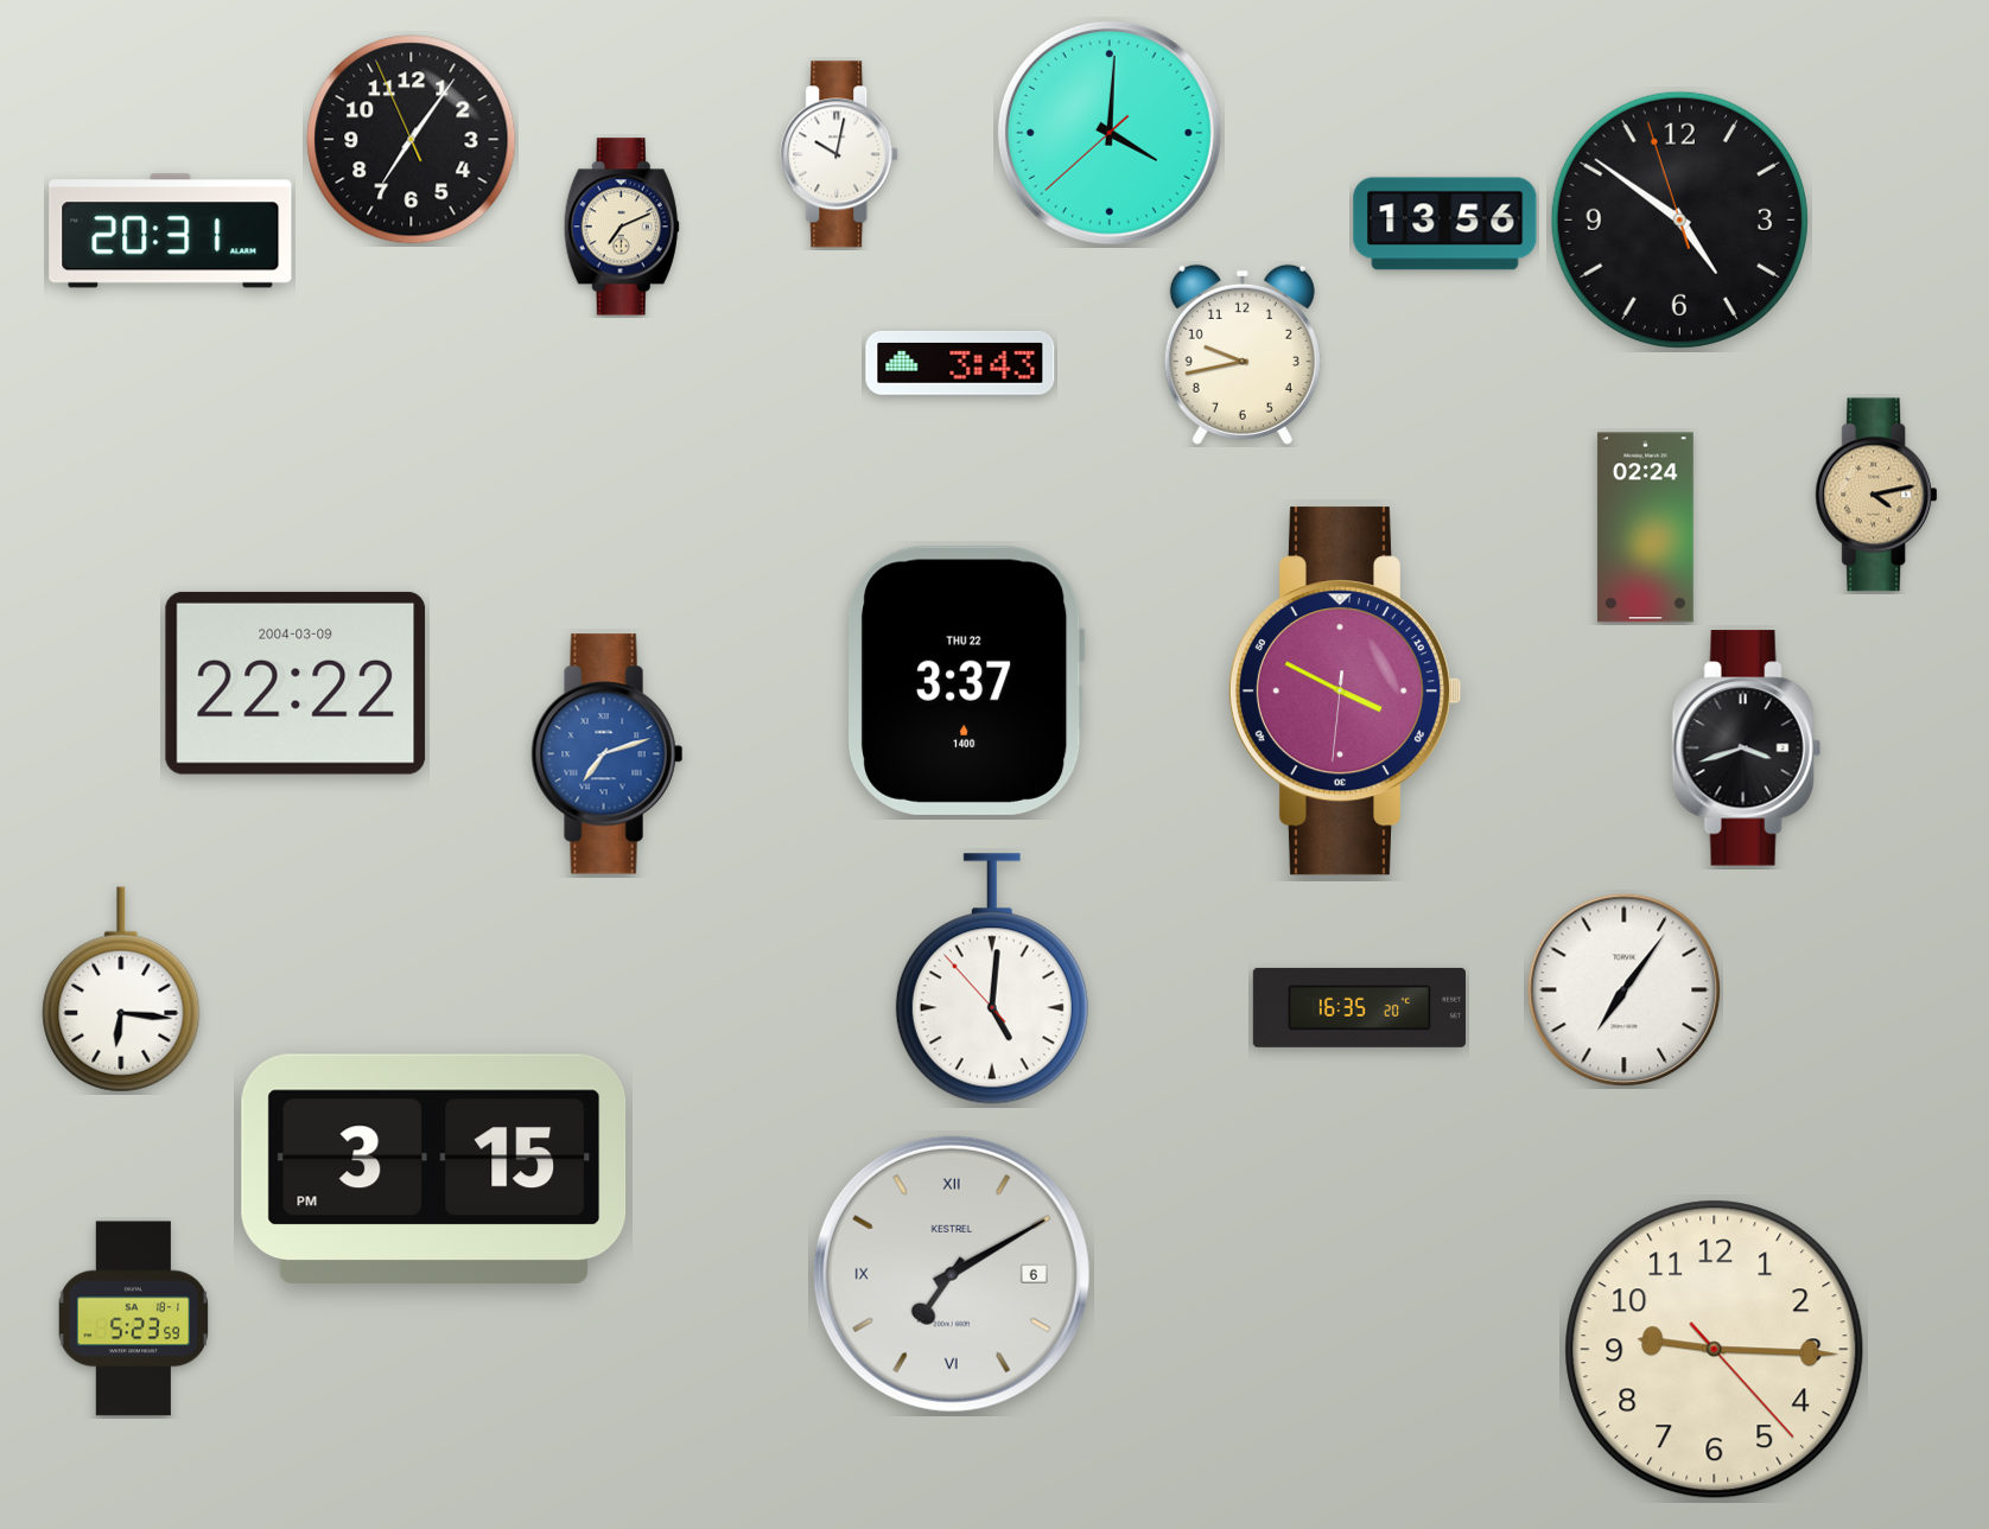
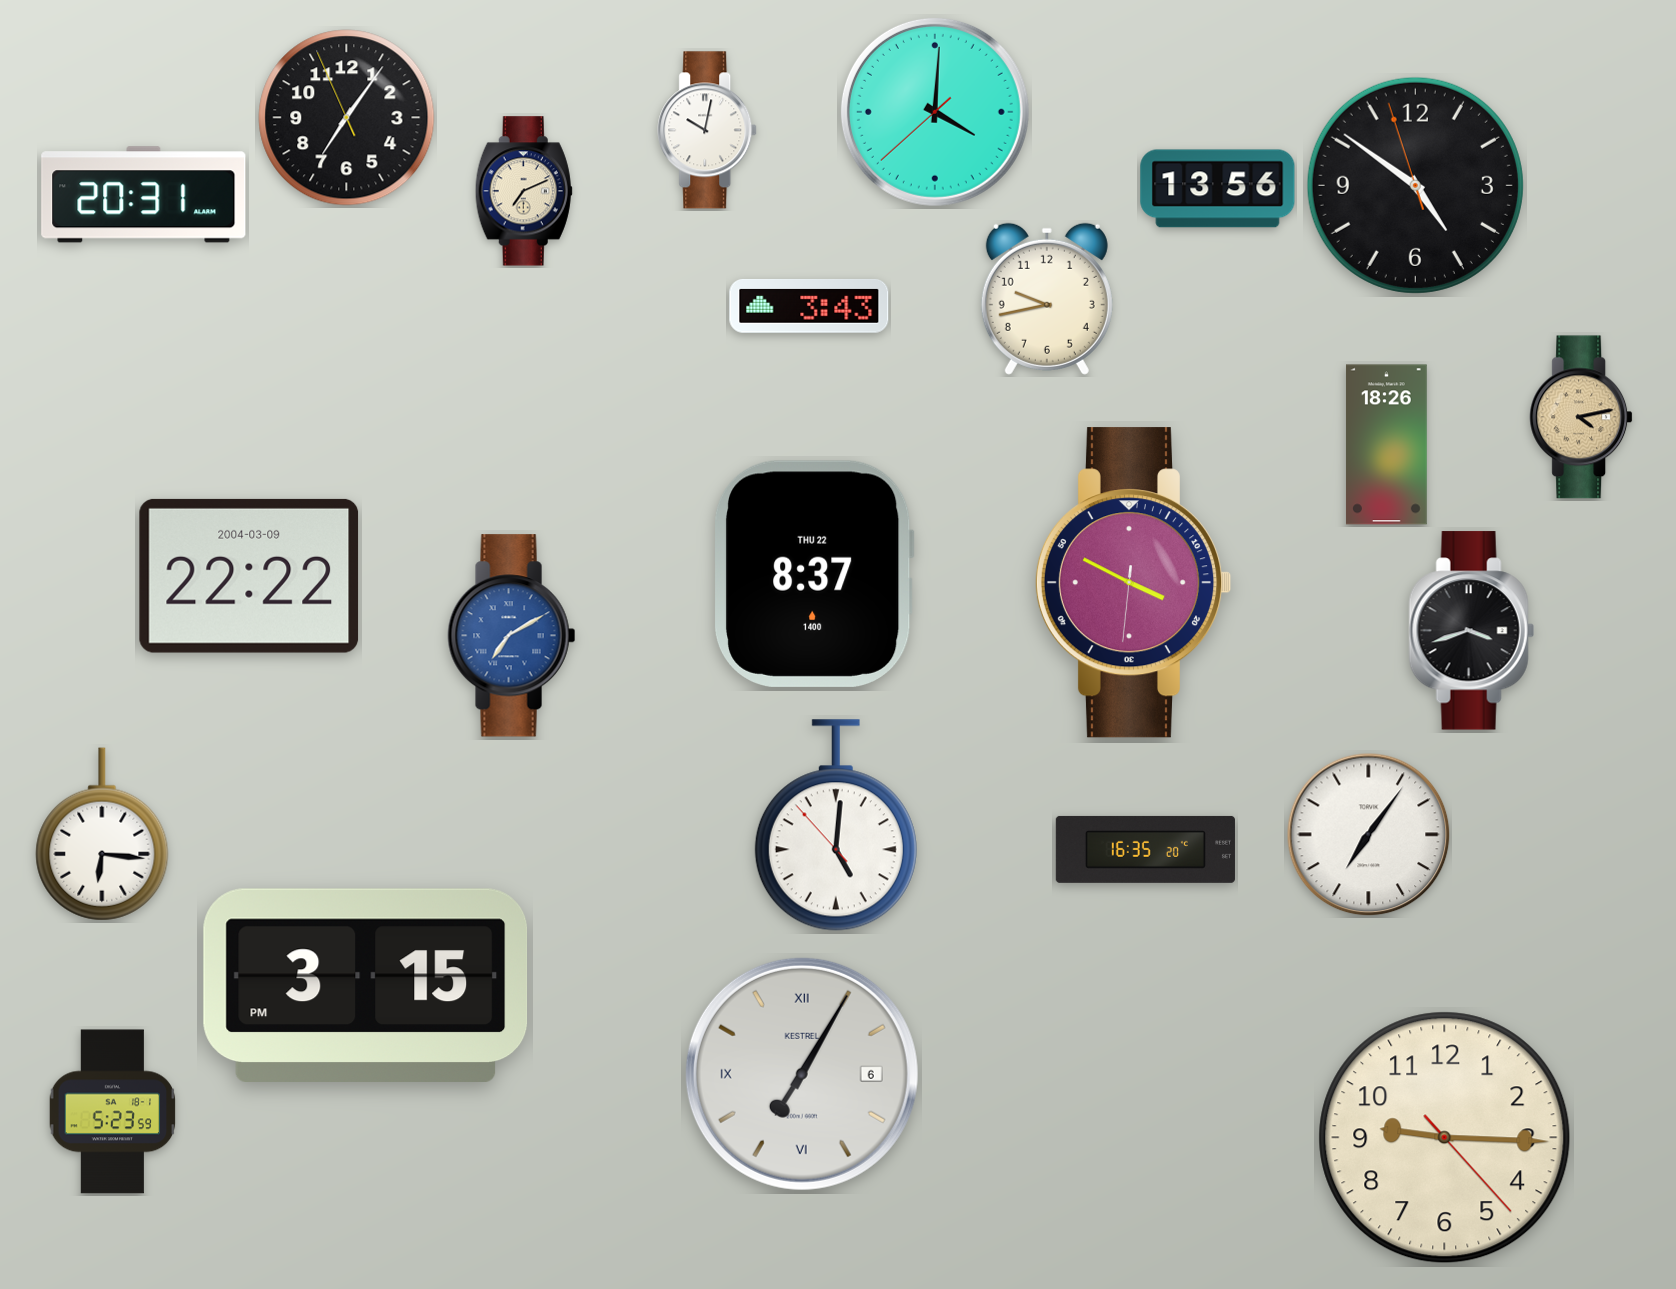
clock at (1645, 528): 02:24 -> 18:26
clock at (966, 681): 3:37 -> 8:37
clock at (608, 754): 7:12 -> 7:10
clock at (952, 1274): 7:10 -> 7:05
